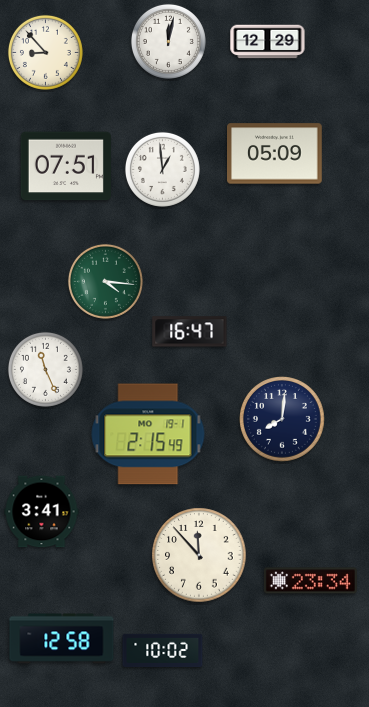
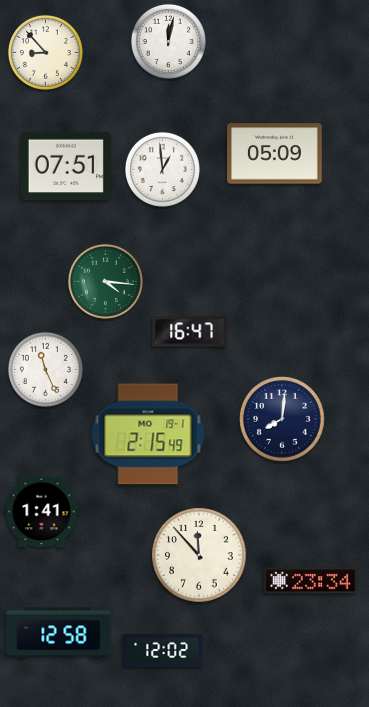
clock at (268, 42): 12:29 -> none
clock at (42, 512): 3:41 -> 1:41
clock at (62, 639) position: (62, 639) -> (59, 633)
clock at (163, 650): 10:02 -> 12:02
